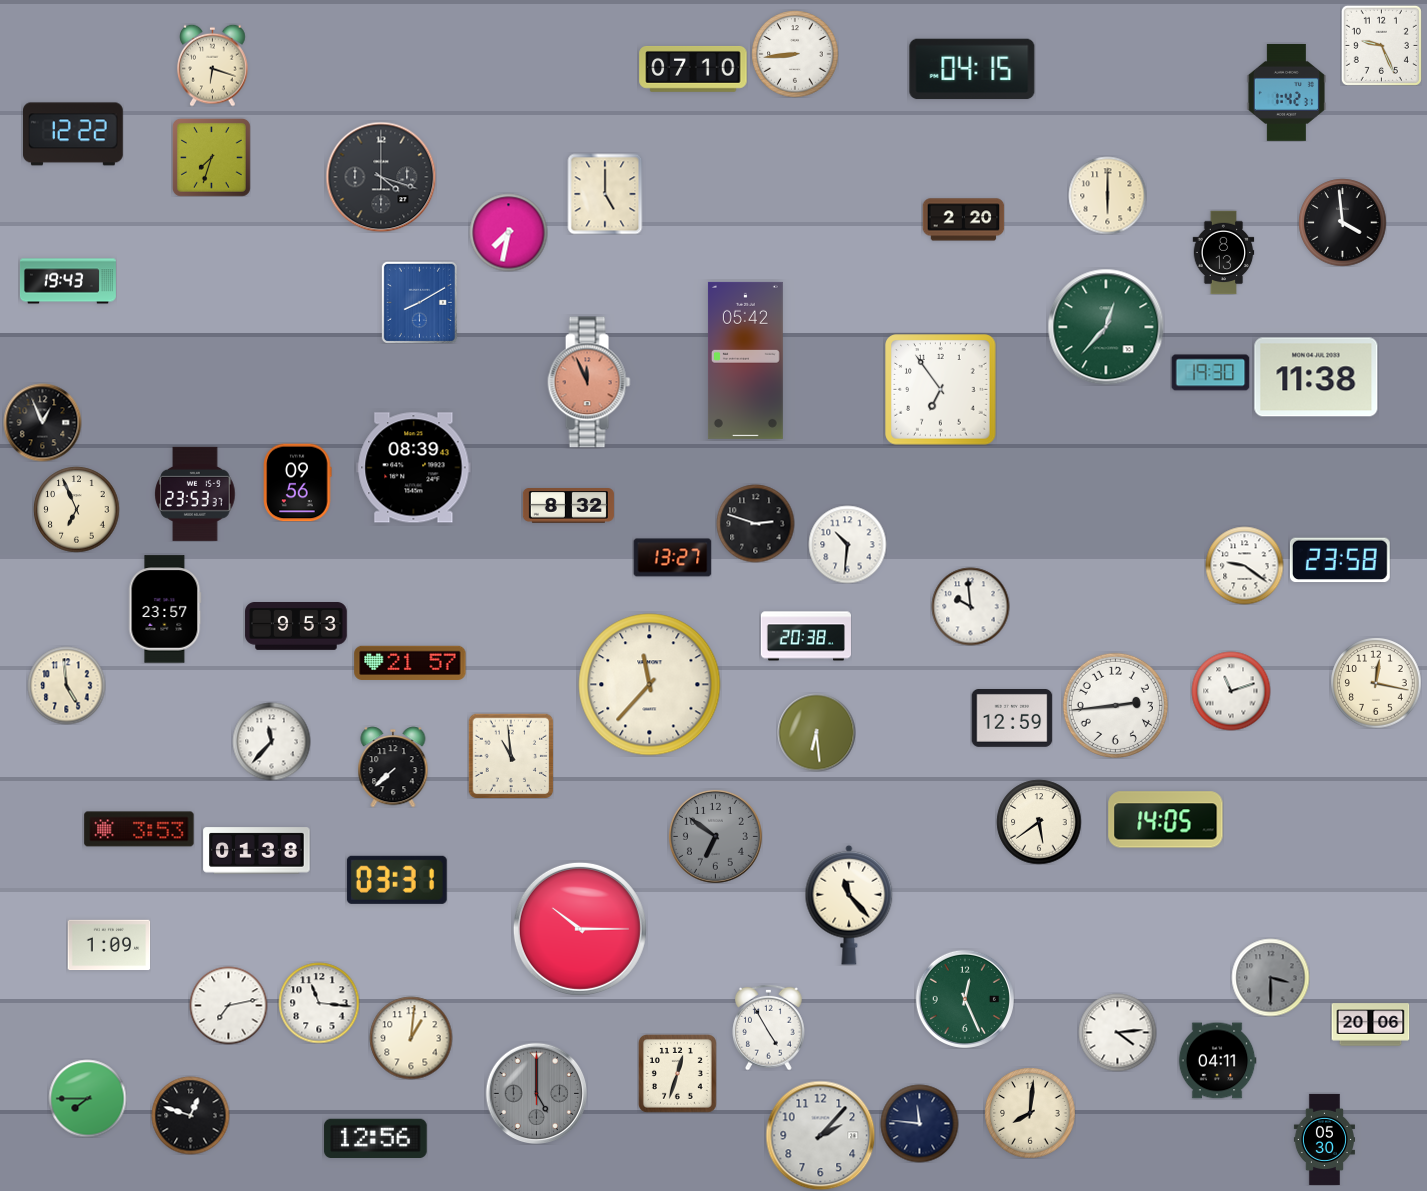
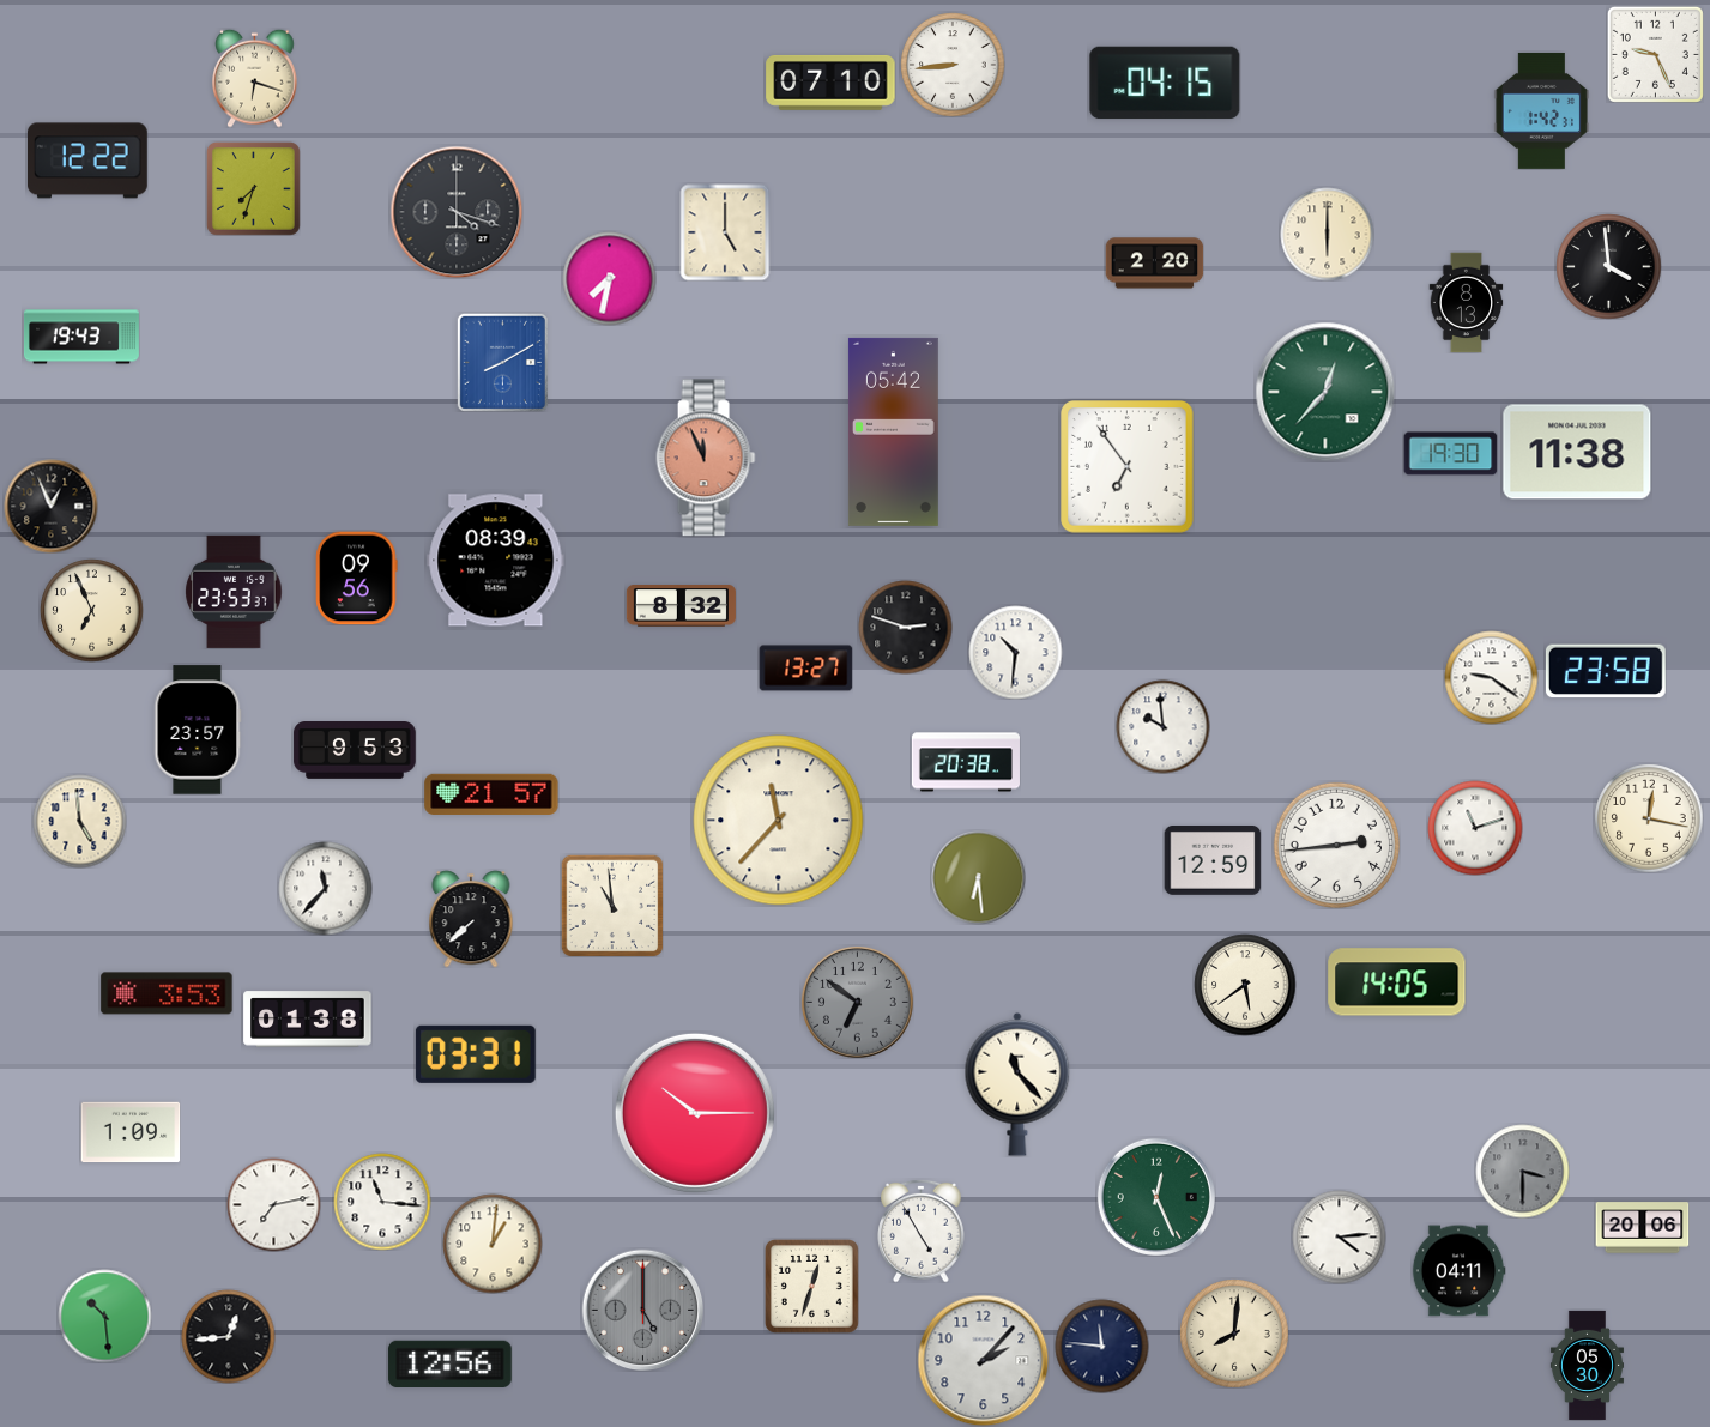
clock at (1210, 373) position: (1210, 373) -> (1450, 454)
clock at (87, 1098): 7:45 -> 10:29
clock at (190, 1115): 12:48 -> 12:44
